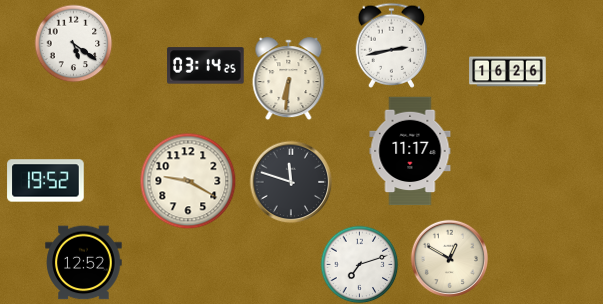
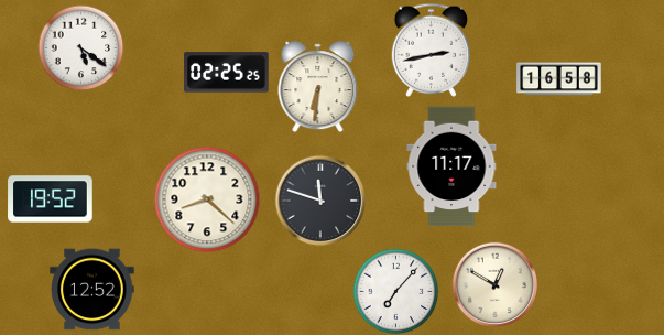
clock at (206, 66): 03:14 -> 02:25
clock at (508, 72): 16:26 -> 16:58
clock at (188, 181): 9:20 -> 8:22
clock at (359, 264): 7:12 -> 7:07
